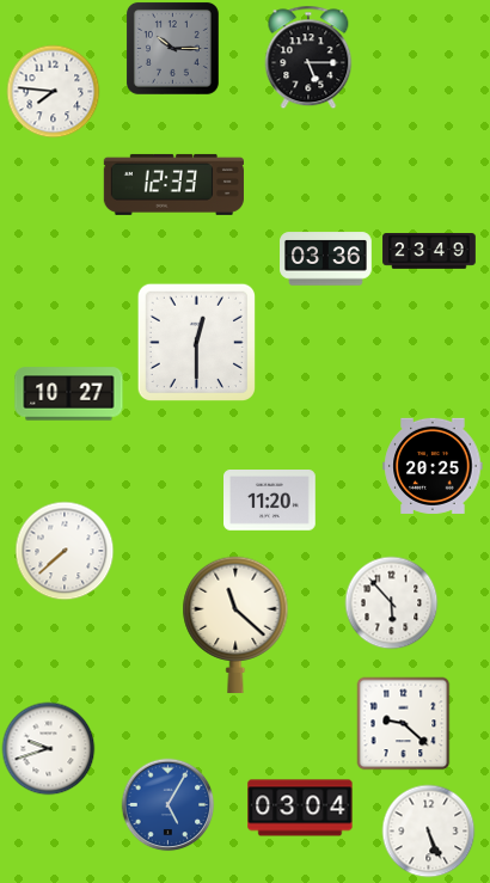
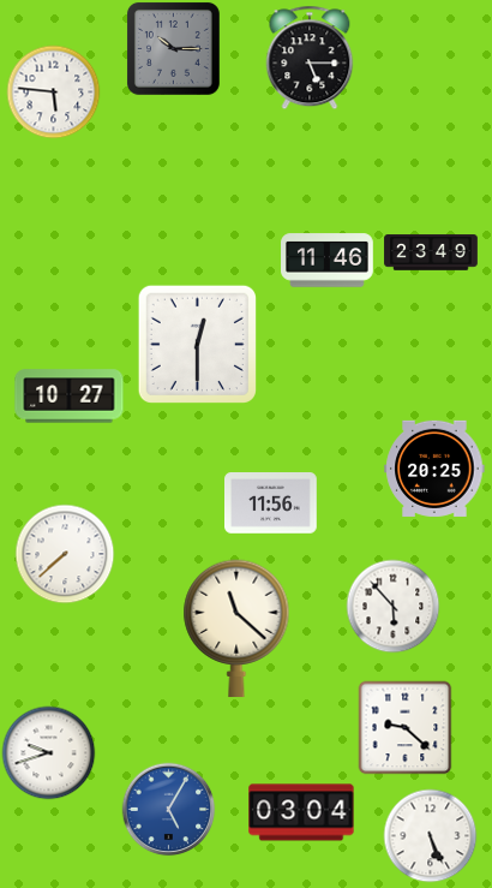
clock at (53, 91): 7:46 -> 5:46
clock at (173, 184): 12:33 -> none
clock at (326, 259): 03:36 -> 11:46
clock at (270, 501): 11:20 -> 11:56
